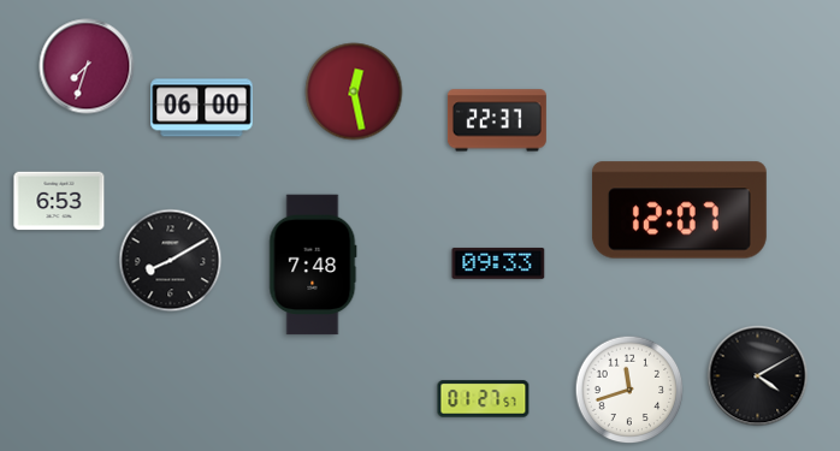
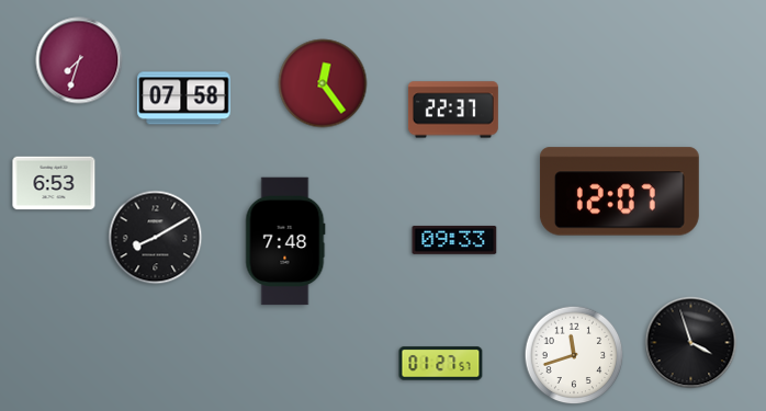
clock at (354, 91): 12:28 -> 12:24
clock at (202, 108): 06:00 -> 07:58
clock at (758, 376): 4:10 -> 3:57
